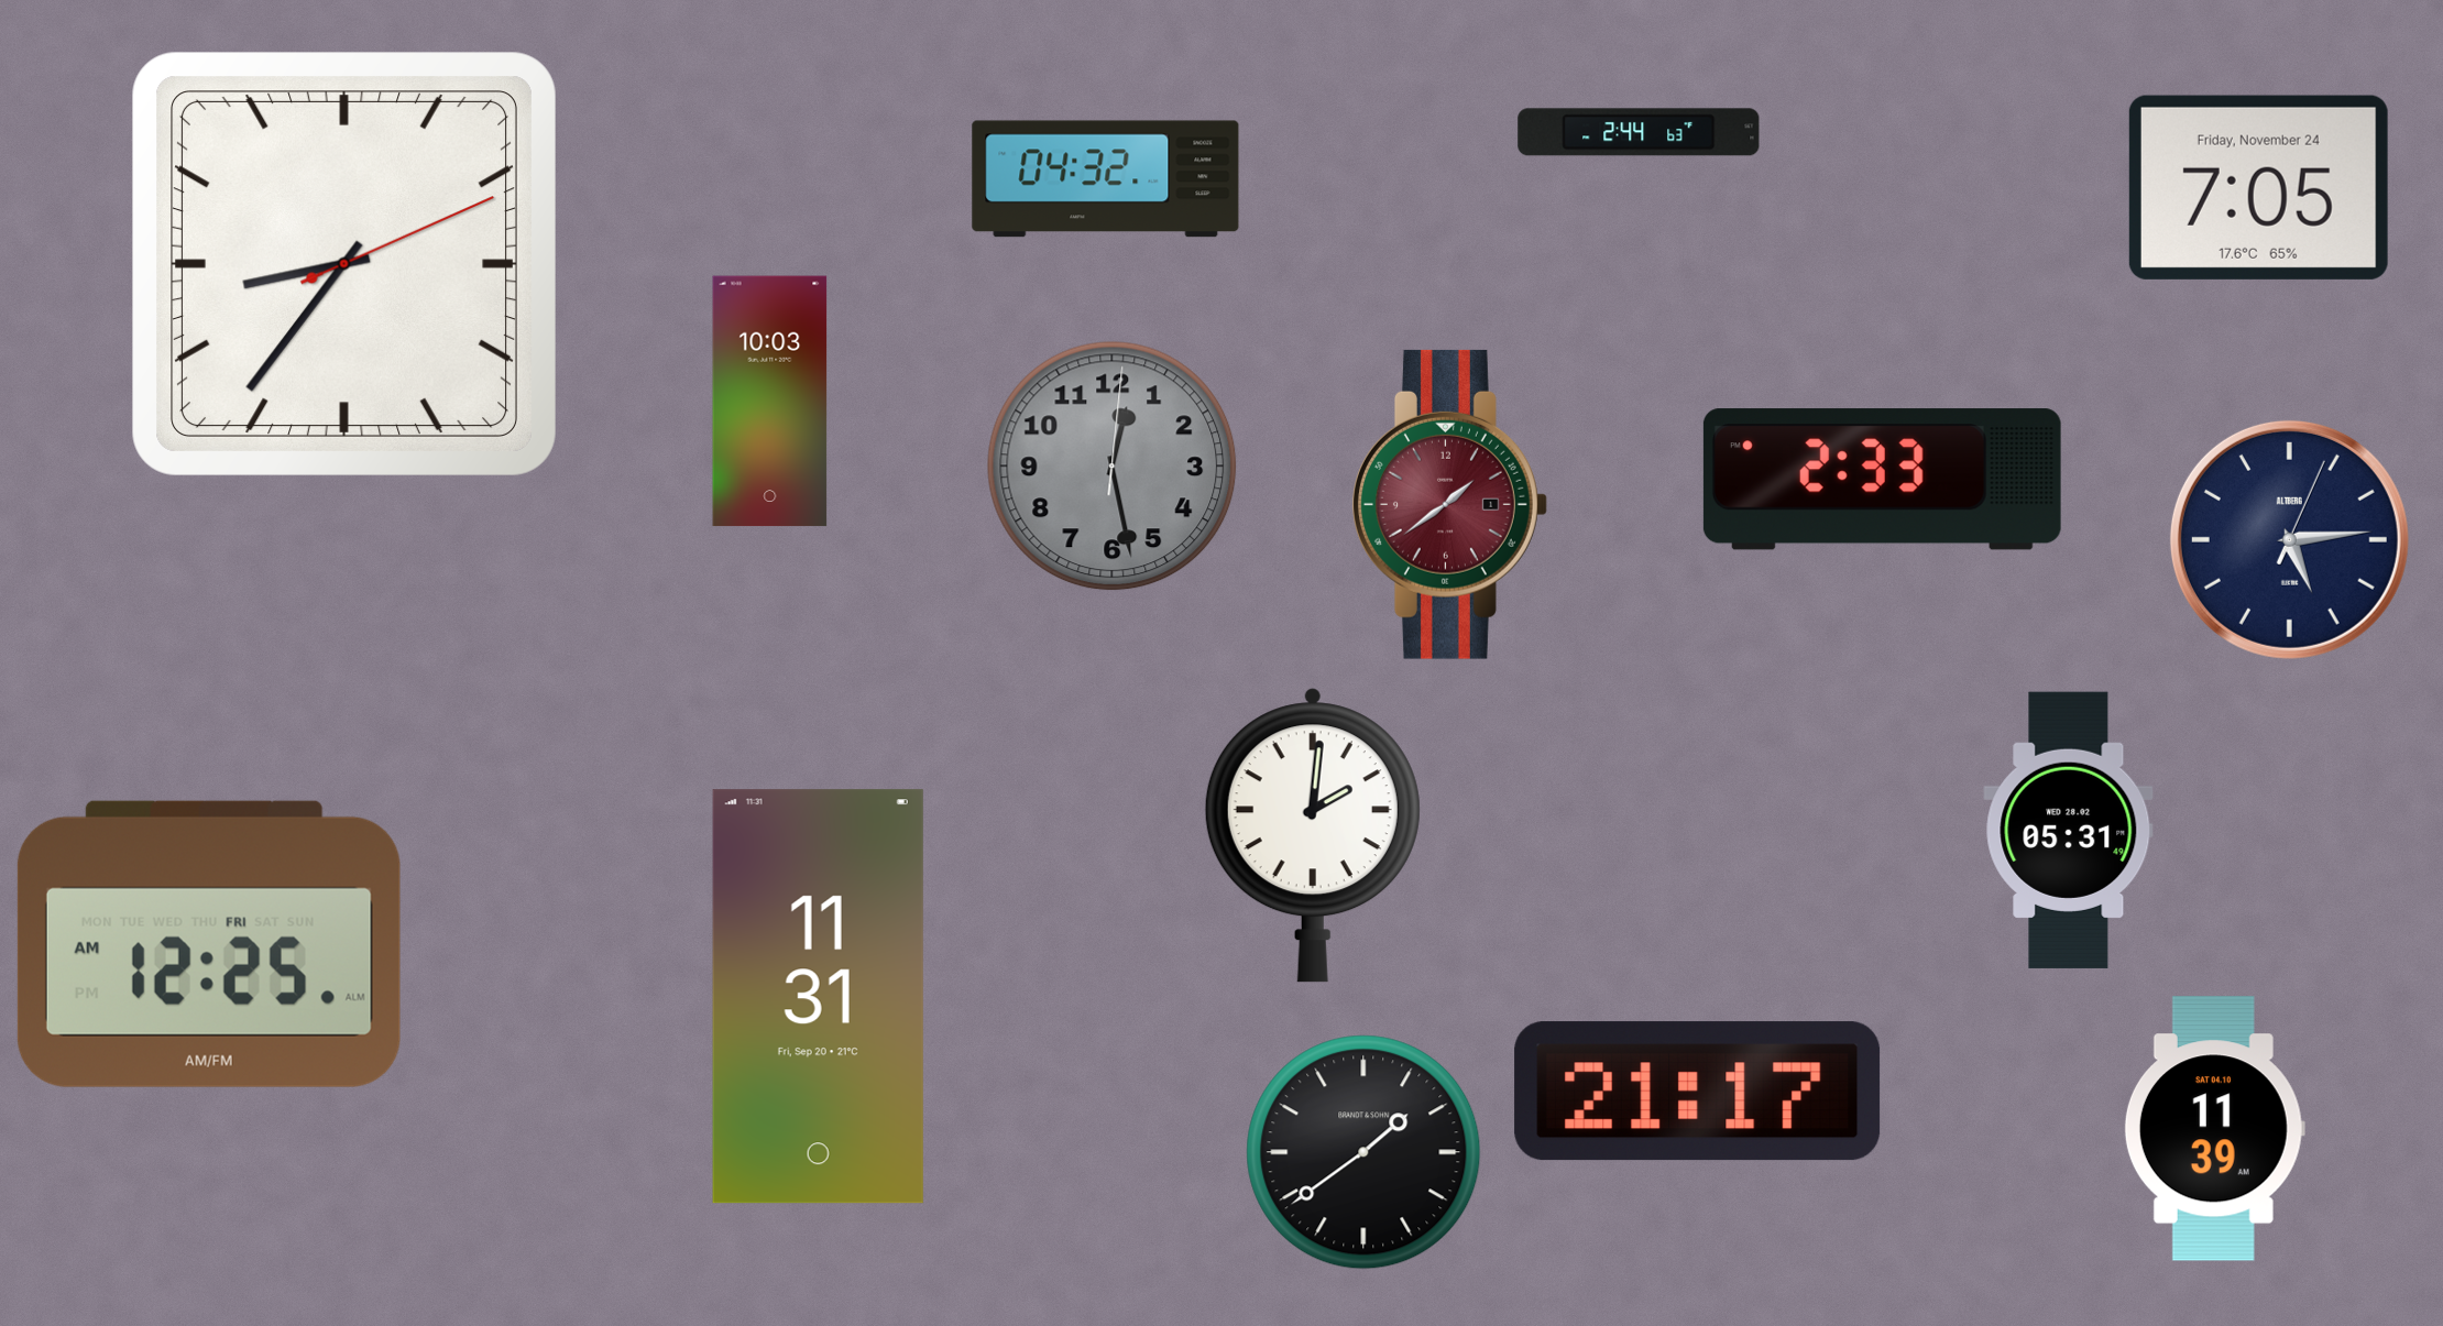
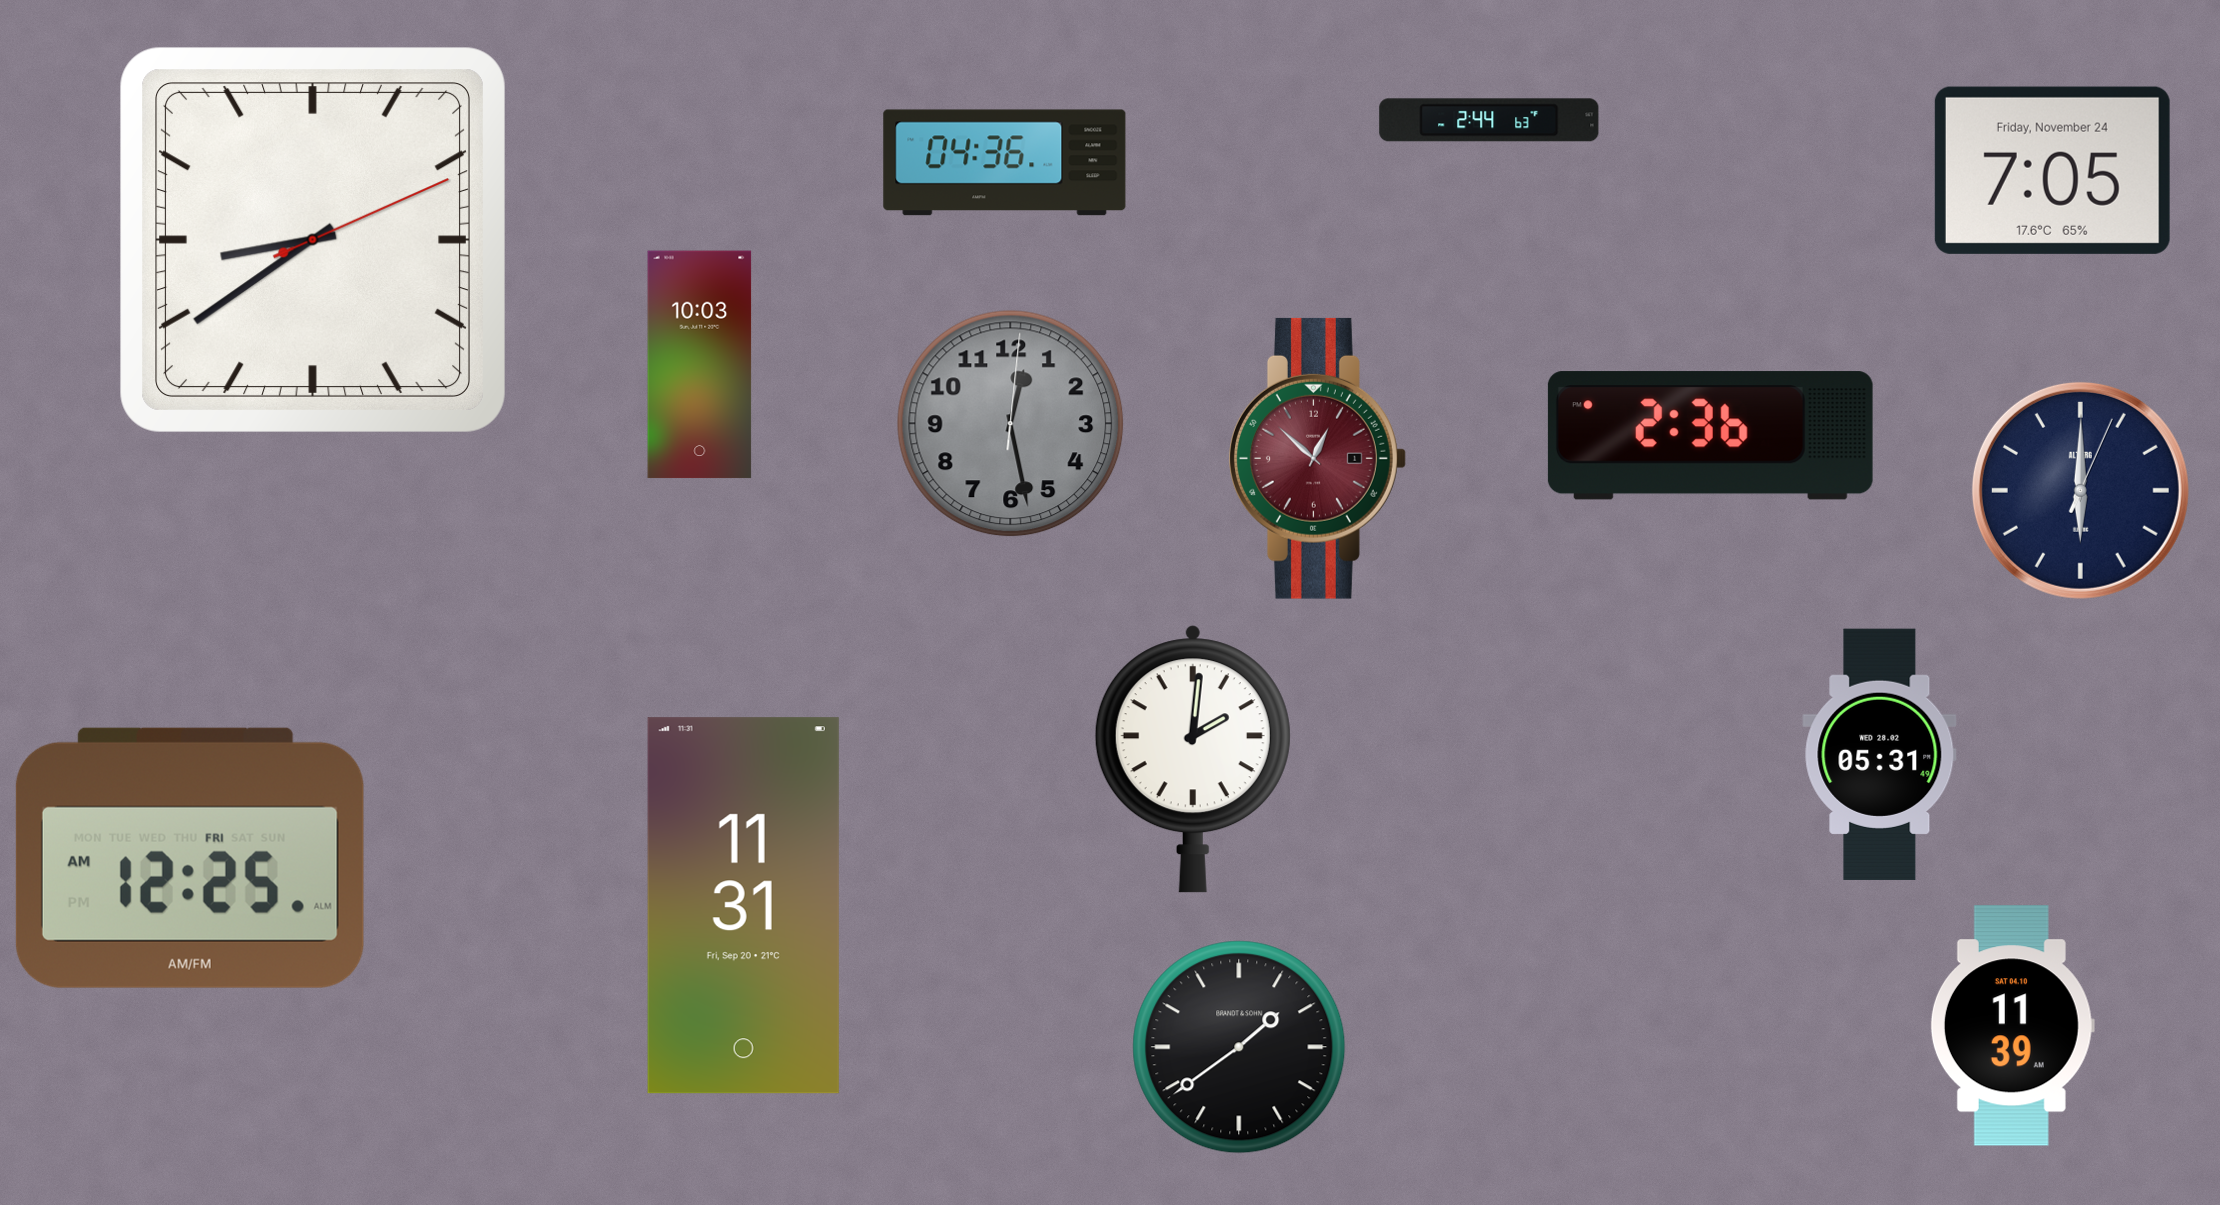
clock at (1106, 179): 04:32 -> 04:36
clock at (344, 264): 8:36 -> 8:39
clock at (1882, 480): 2:33 -> 2:36
clock at (1450, 504): 1:39 -> 12:52
clock at (2289, 539): 5:14 -> 6:00
clock at (1698, 1092): 21:17 -> none
